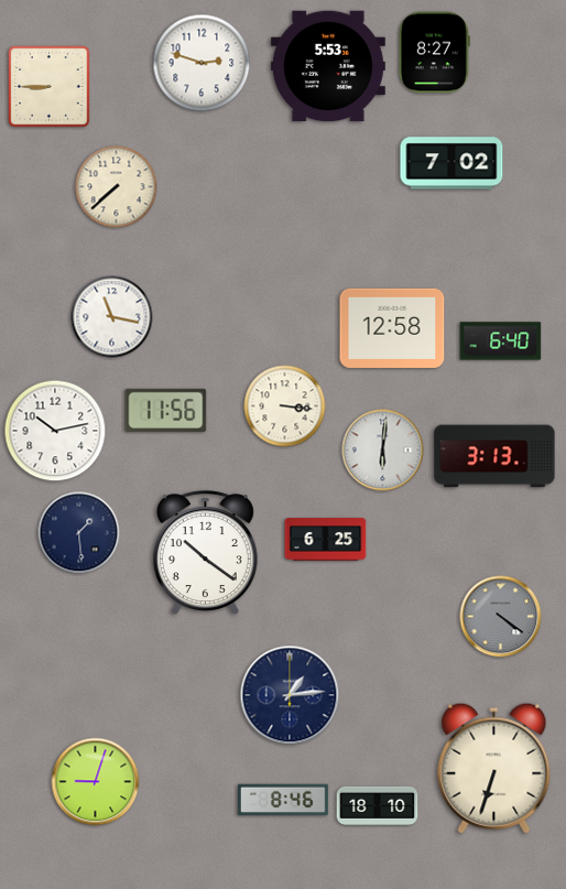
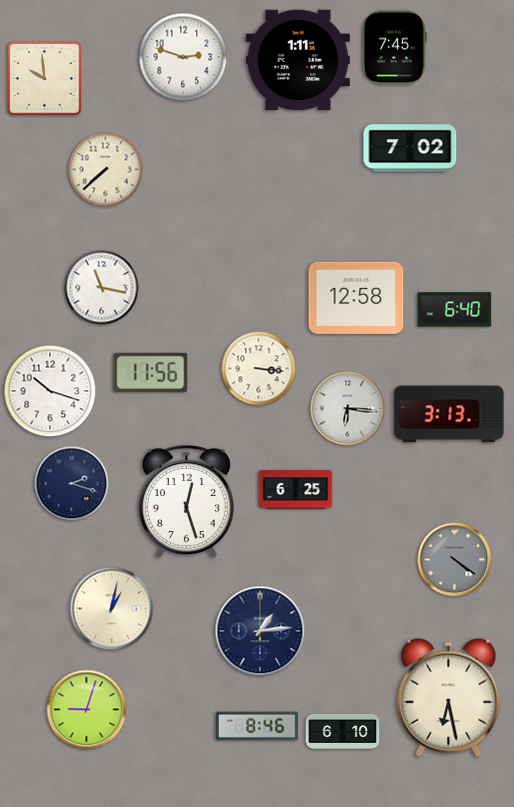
clock at (434, 53): 8:27 -> 7:45
clock at (328, 66): 5:53 -> 1:11
clock at (50, 87): 8:45 -> 9:59
clock at (55, 431): 10:13 -> 10:18
clock at (383, 451): 6:01 -> 6:16
clock at (79, 533): 1:29 -> 2:18
clock at (205, 552): 10:21 -> 12:27
clock at (112, 609): none -> 1:02
clock at (290, 695) position: (290, 695) -> (260, 631)
clock at (494, 768): 6:33 -> 6:28
clock at (378, 805): 18:10 -> 6:10
